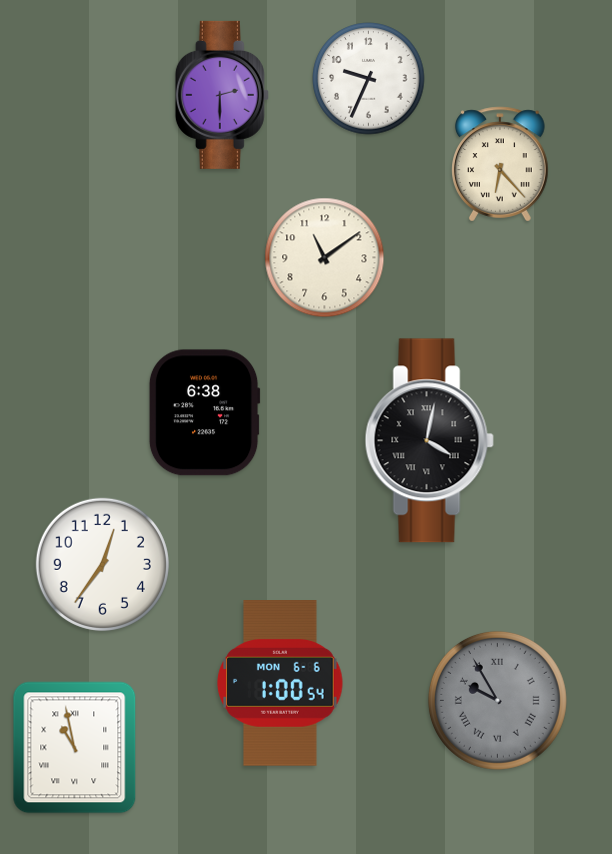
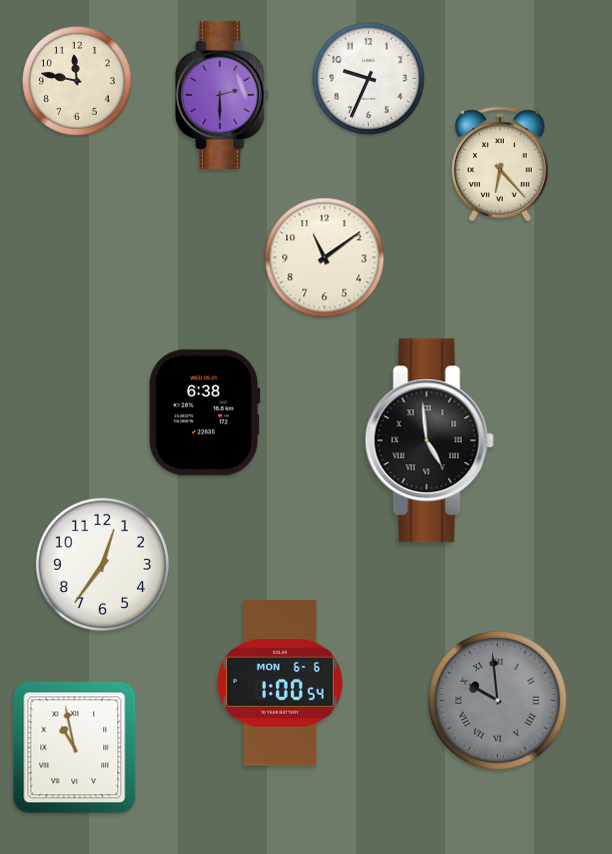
clock at (78, 82): none -> 11:47
clock at (429, 441): 4:02 -> 4:59
clock at (497, 700): 9:55 -> 9:59
